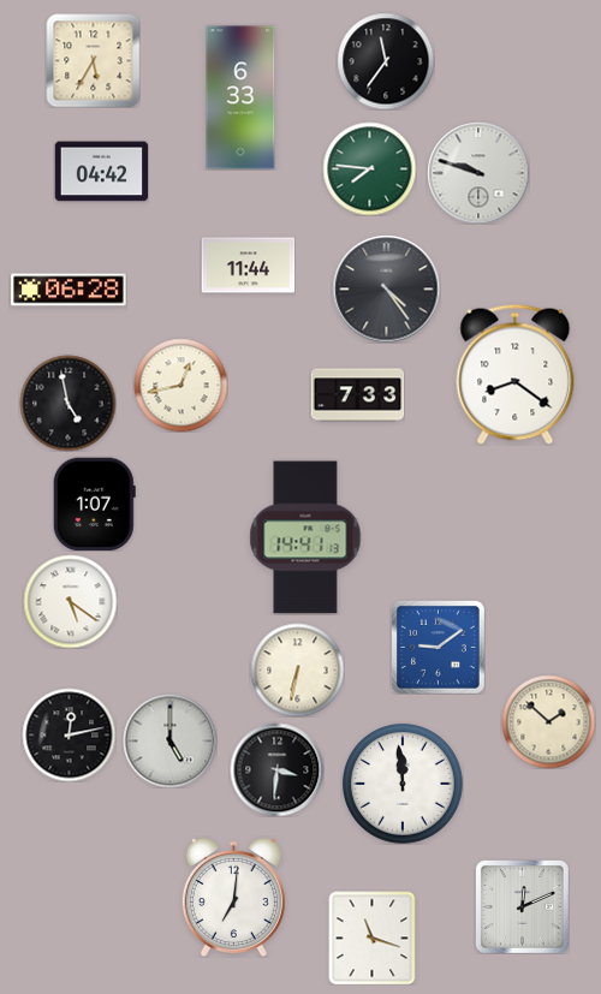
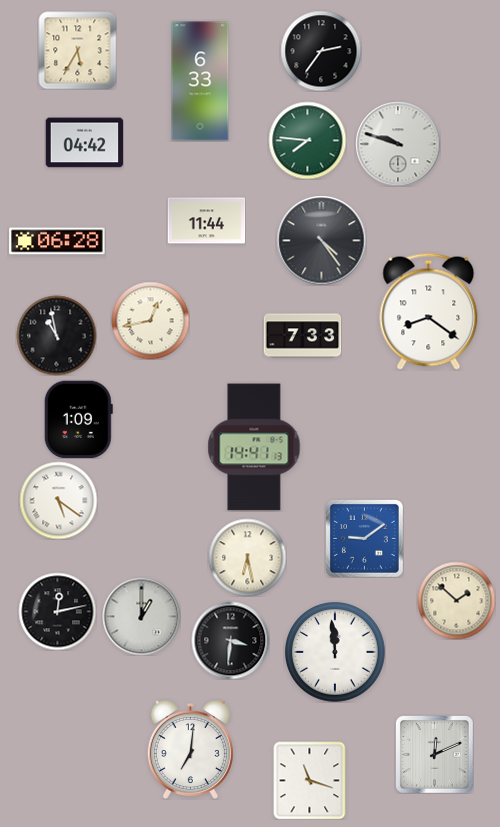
clock at (386, 61): 11:36 -> 2:36
clock at (357, 395) position: (357, 395) -> (302, 336)
clock at (67, 403): 4:58 -> 10:58
clock at (94, 504): 1:07 -> 1:09
clock at (297, 669): 6:32 -> 6:28
clock at (169, 740): 5:00 -> 1:00
clock at (233, 897) position: (233, 897) -> (190, 749)
